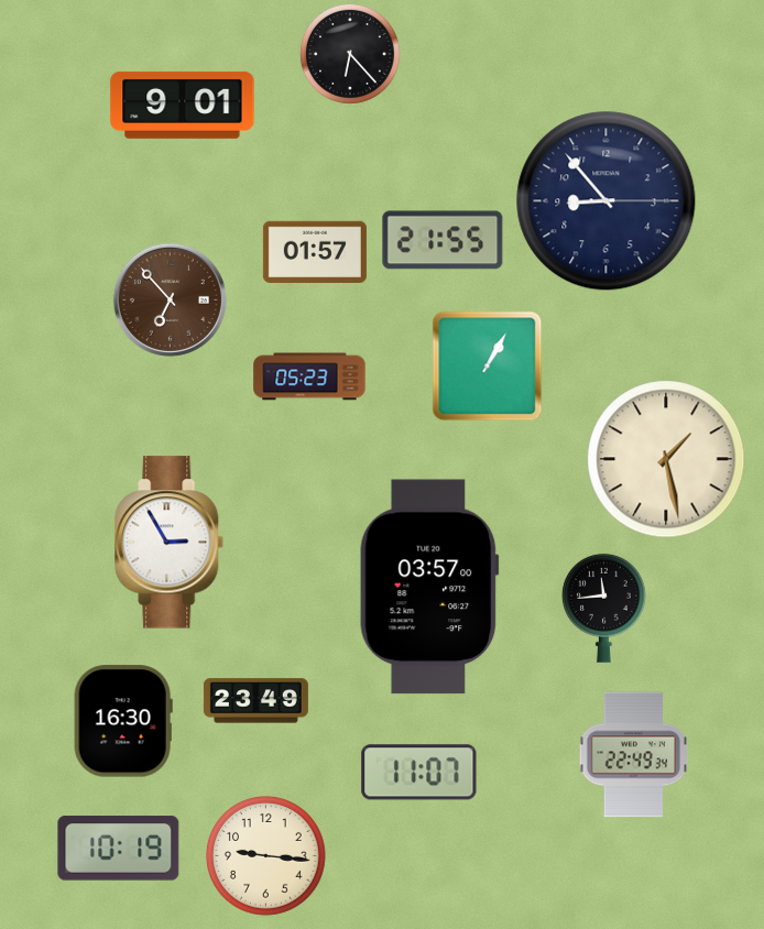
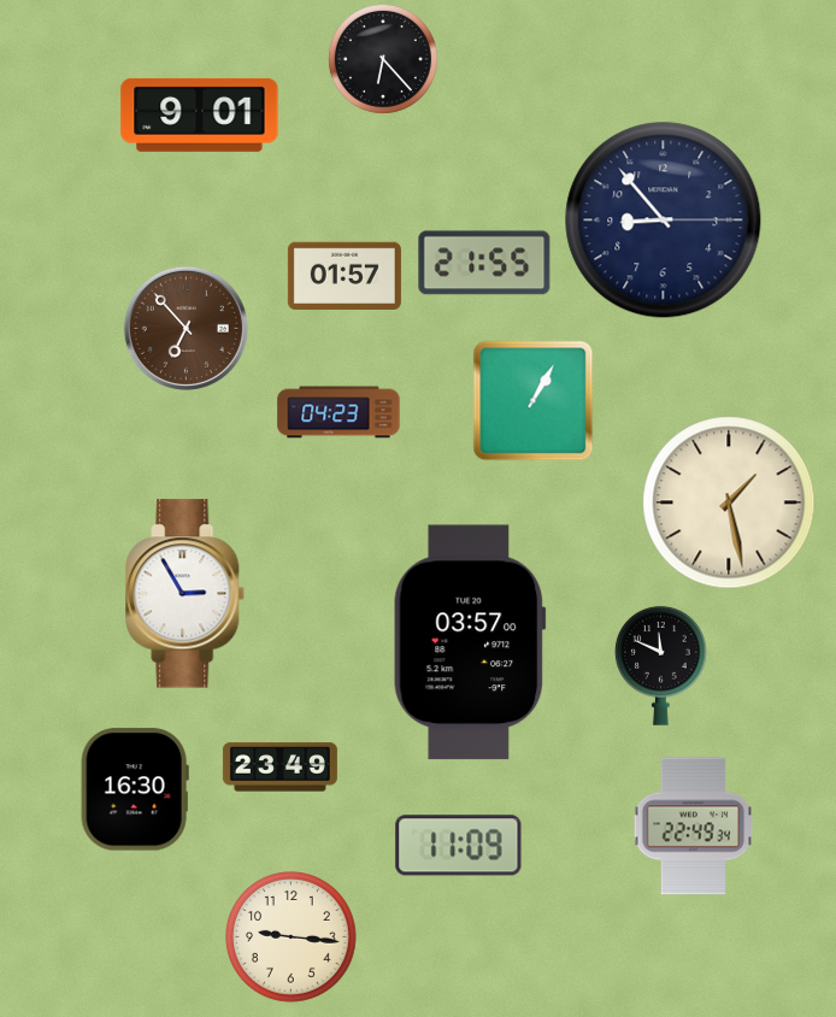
clock at (309, 376): 05:23 -> 04:23
clock at (603, 608): 11:44 -> 11:49
clock at (419, 773): 11:07 -> 11:09
clock at (119, 849): 10:19 -> none
